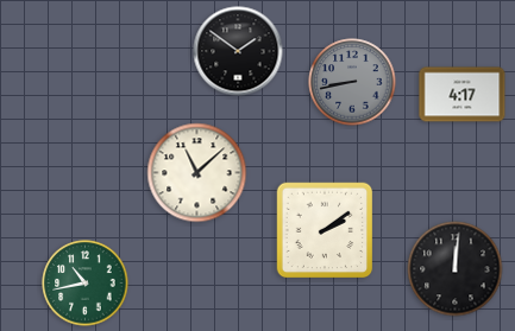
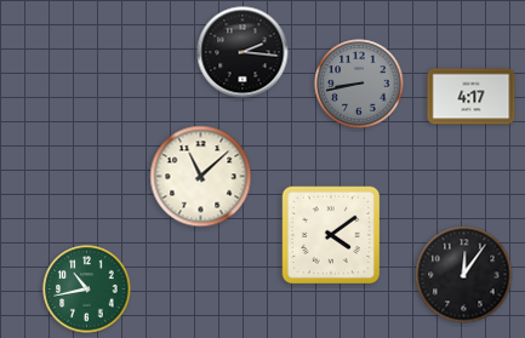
clock at (238, 51): 1:51 -> 2:16
clock at (325, 230): 2:09 -> 4:09
clock at (456, 269): 12:01 -> 12:06
